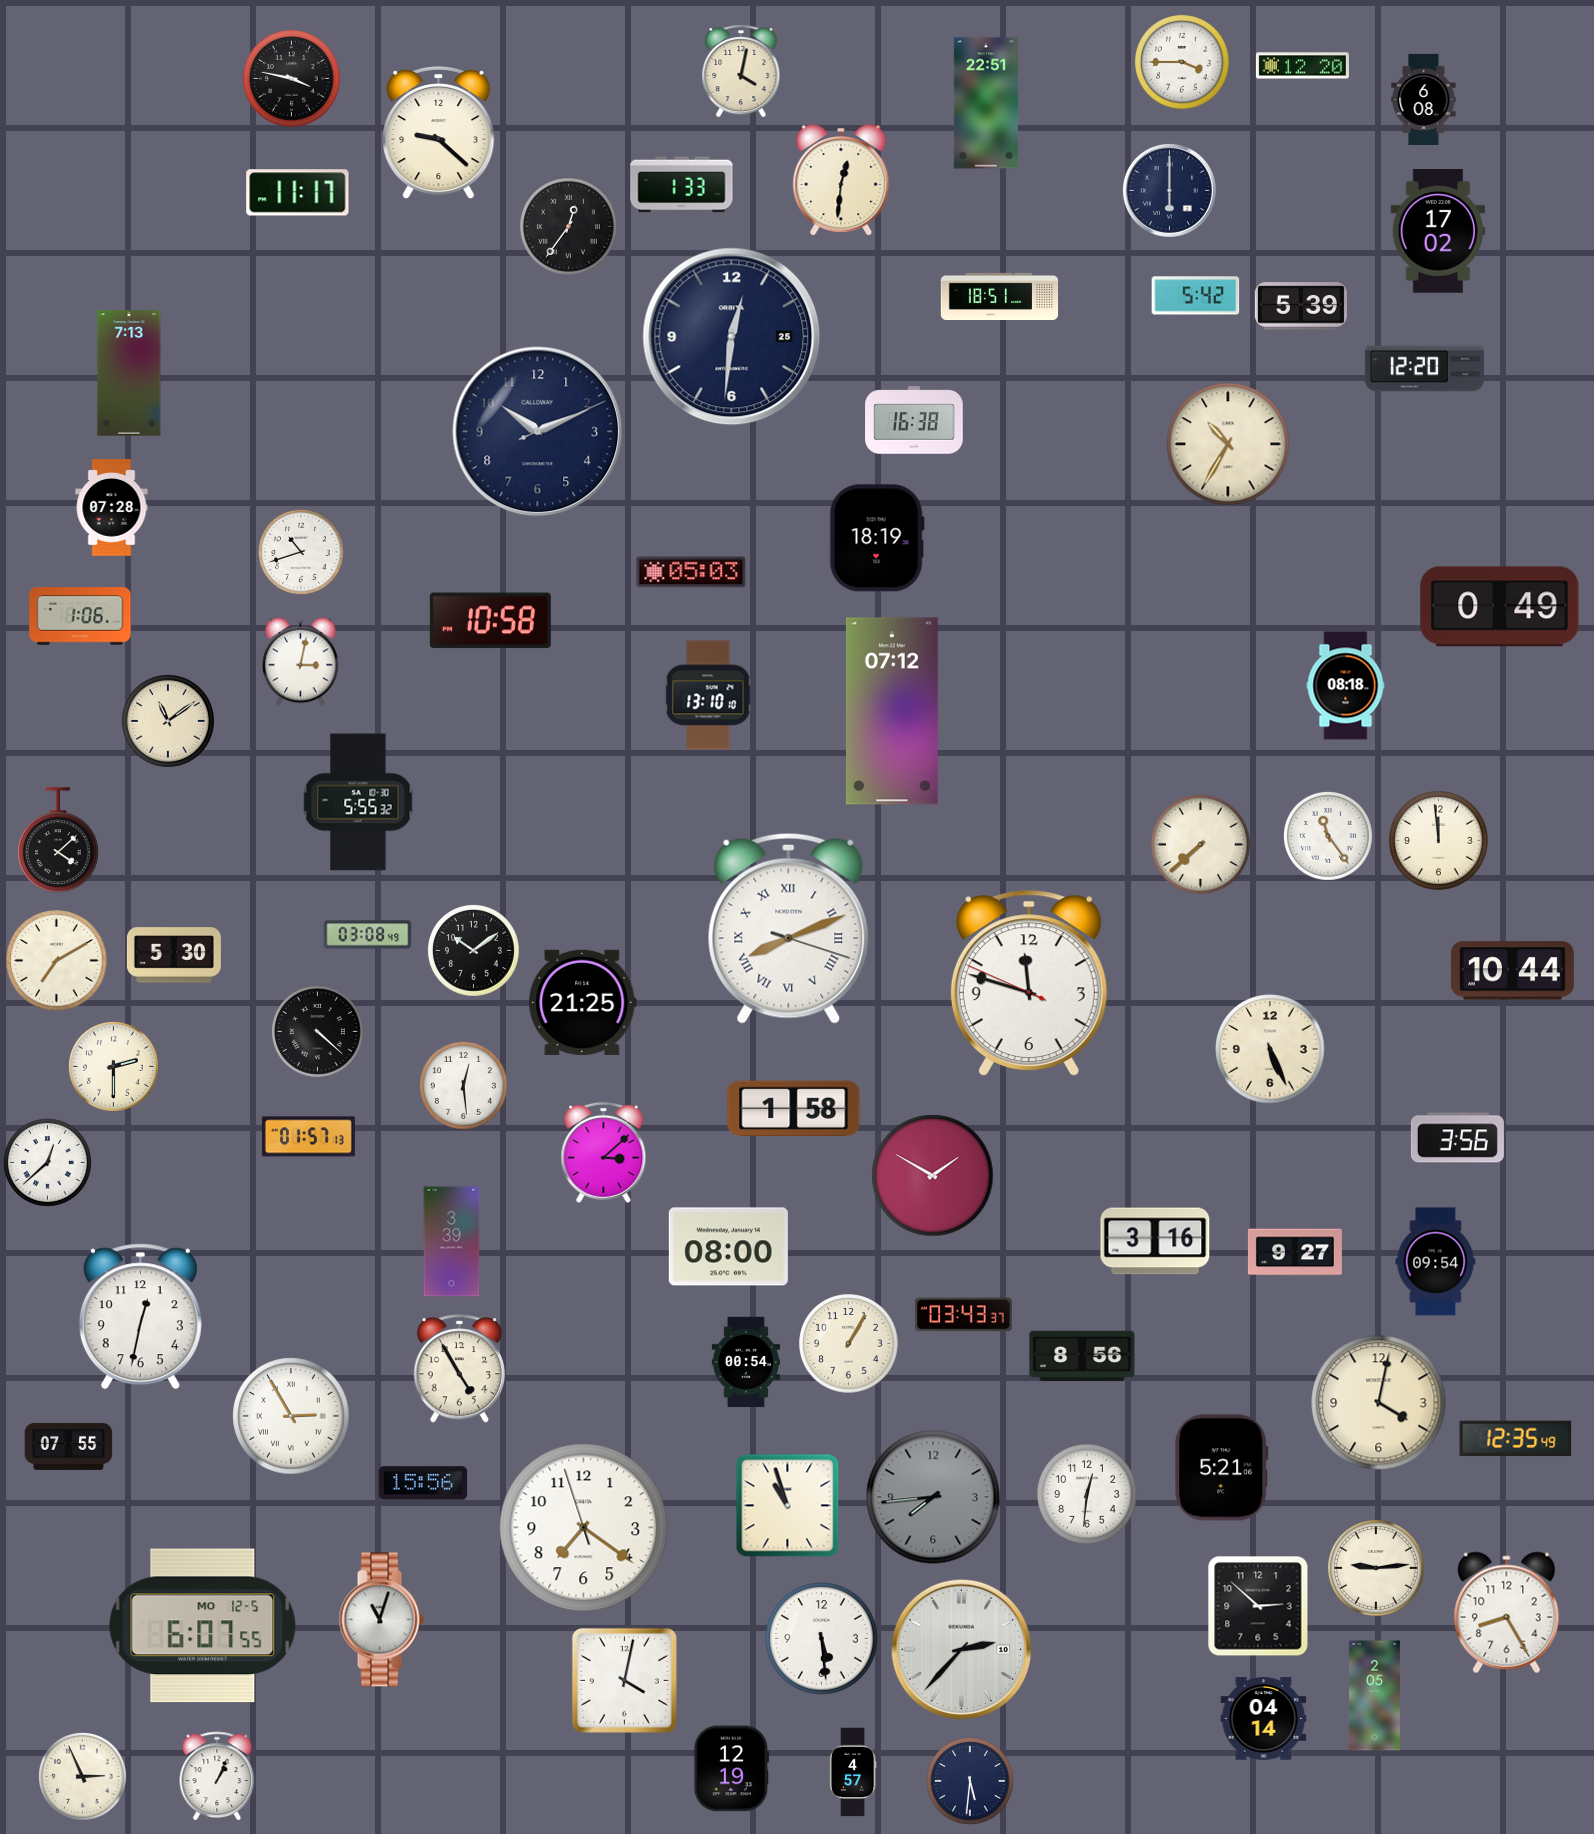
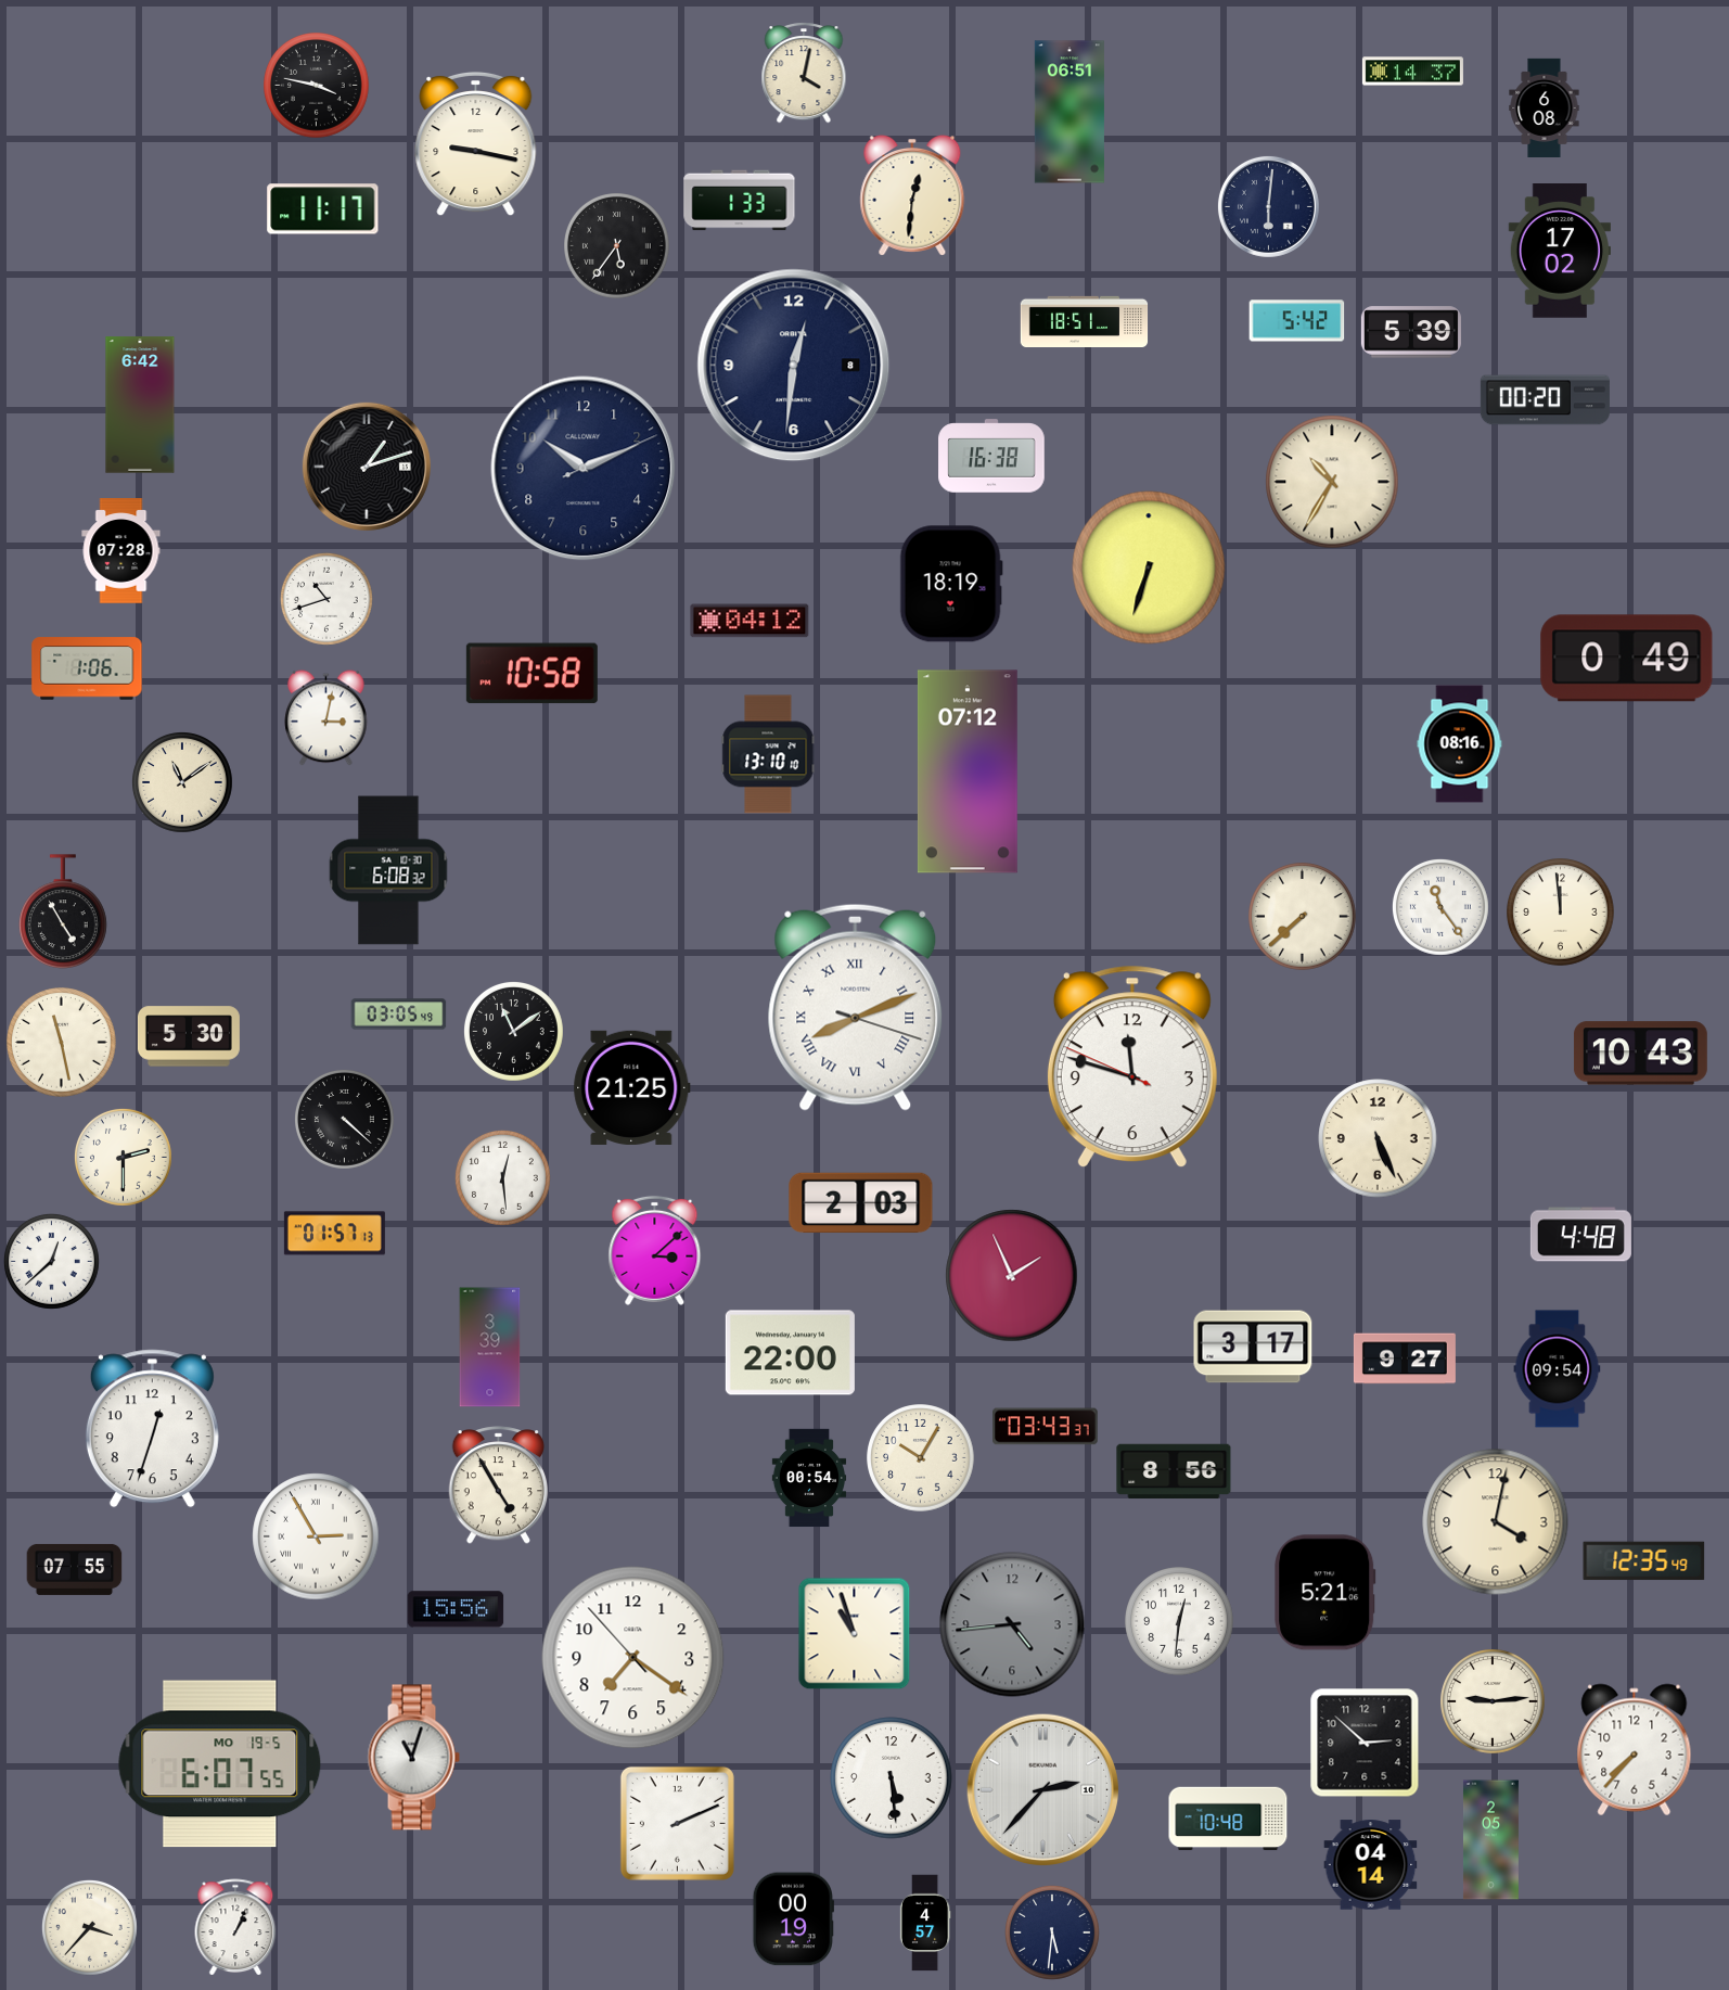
clock at (1183, 63): 3:45 -> none
clock at (1302, 66): 12:20 -> 14:37
clock at (741, 71) position: (741, 71) -> (804, 73)
clock at (986, 103): 22:51 -> 06:51
clock at (439, 133): 9:22 -> 9:17
clock at (1169, 190): 6:00 -> 6:01
clock at (569, 227): 12:36 -> 5:36
clock at (732, 337) date: 25 -> 8
clock at (1424, 369): 12:20 -> 00:20
clock at (129, 373): 7:13 -> 6:42
clock at (367, 467): none -> 1:12
clock at (1149, 567): none -> 6:33
clock at (691, 572): 05:03 -> 04:12
clock at (1346, 686): 08:18 -> 08:16
clock at (358, 802): 5:55 -> 6:08
clock at (58, 840): 4:08 -> 4:55
clock at (368, 935): 03:08 -> 03:05
clock at (474, 951): 10:09 -> 11:09
clock at (57, 961): 7:10 -> 11:28
clock at (1512, 971): 10:44 -> 10:43
clock at (1029, 983) position: (1029, 983) -> (1132, 1067)
clock at (794, 1109): 1:58 -> 2:03
clock at (1457, 1138): 3:56 -> 4:48
clock at (933, 1176): 1:50 -> 1:56
clock at (1155, 1241): 3:16 -> 3:17
clock at (728, 1247): 08:00 -> 22:00
clock at (140, 1317): 12:32 -> 12:33
clock at (849, 1344): 1:05 -> 10:05
clock at (423, 1483) position: (423, 1483) -> (456, 1609)
clock at (933, 1497): 7:44 -> 4:44
clock at (584, 1528): 7:20:57 -> 7:20:53
clock at (1507, 1613): 8:25 -> 7:37
clock at (203, 1626) date: MO 12-5 -> MO 19-5
clock at (1228, 1819): none -> 10:48
clock at (624, 1680): 4:02 -> 2:11
clock at (731, 1769): 12:19 -> 00:19
clock at (82, 1776): 2:56 -> 3:37
